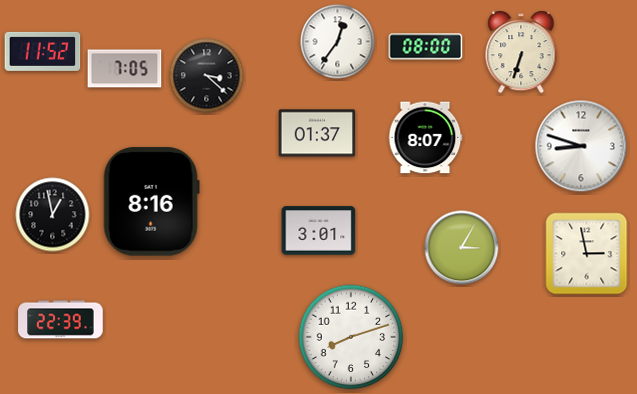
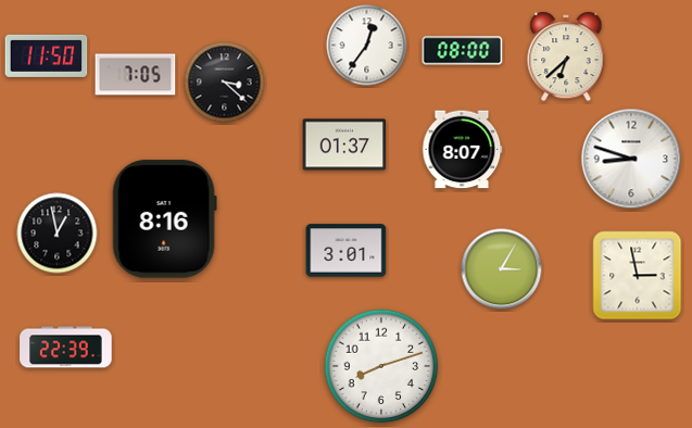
clock at (43, 51): 11:52 -> 11:50
clock at (521, 52): 6:33 -> 6:38
